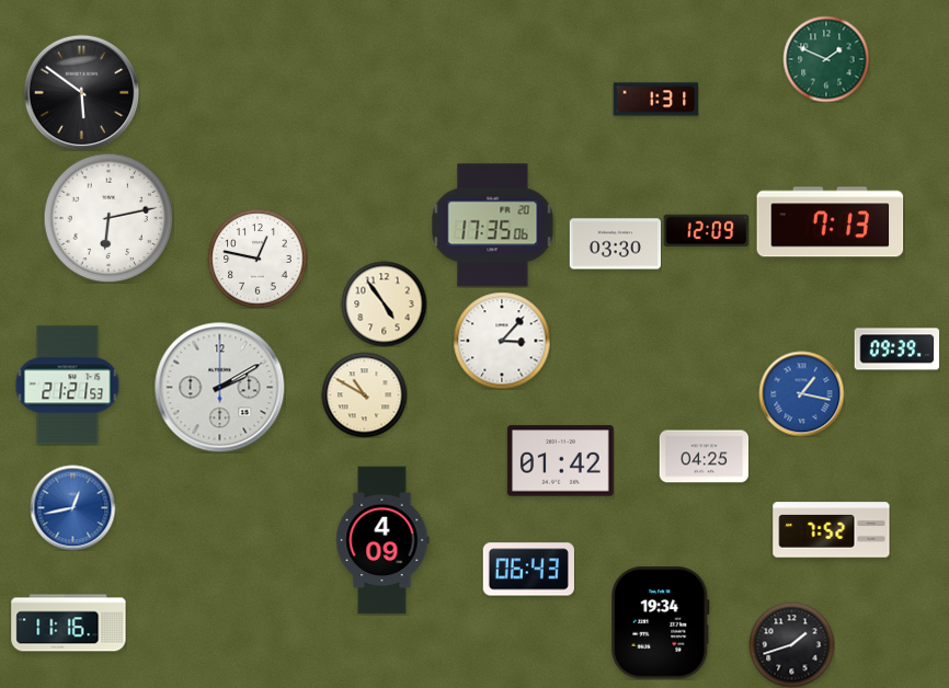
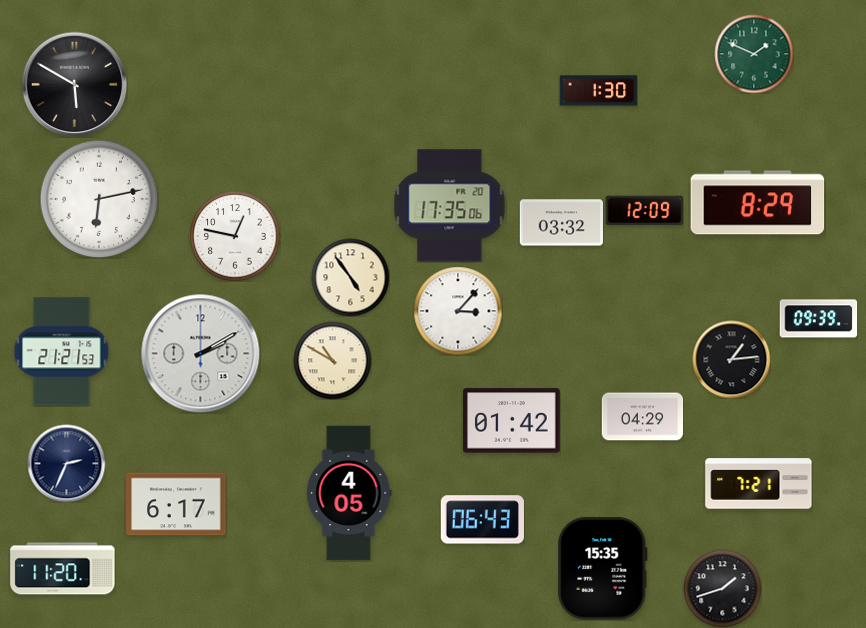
clock at (81, 92): 5:51 -> 5:50
clock at (655, 100): 1:31 -> 1:30
clock at (831, 222): 7:13 -> 8:29
clock at (615, 244): 03:30 -> 03:32
clock at (801, 393): 1:17 -> 1:14
clock at (801, 393) dial: blue -> black
clock at (704, 457): 04:25 -> 04:29
clock at (72, 507): 12:43 -> 2:34
clock at (72, 507) dial: blue -> navy
clock at (832, 530): 7:52 -> 7:21
clock at (382, 540): 4:09 -> 4:05
clock at (176, 504): none -> 6:17
clock at (69, 623): 11:16 -> 11:20
clock at (661, 623): 19:34 -> 15:35
